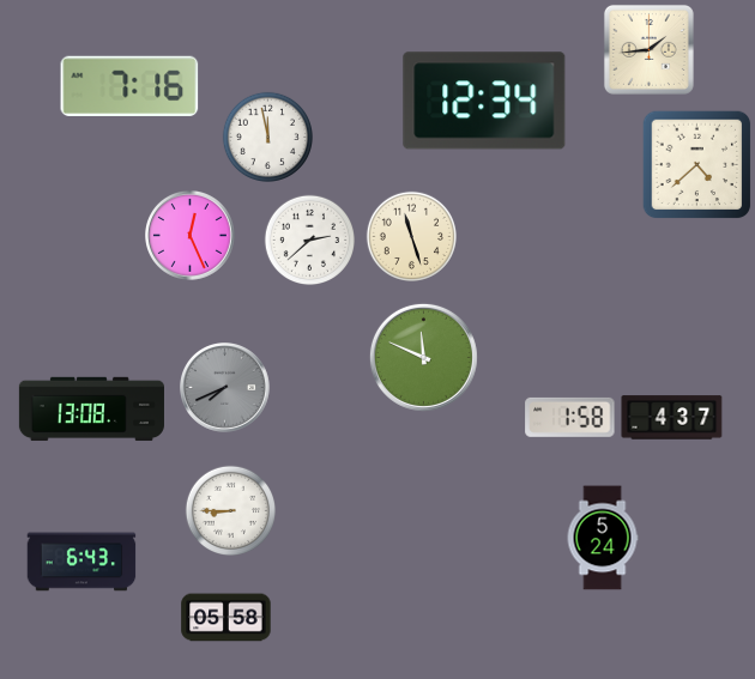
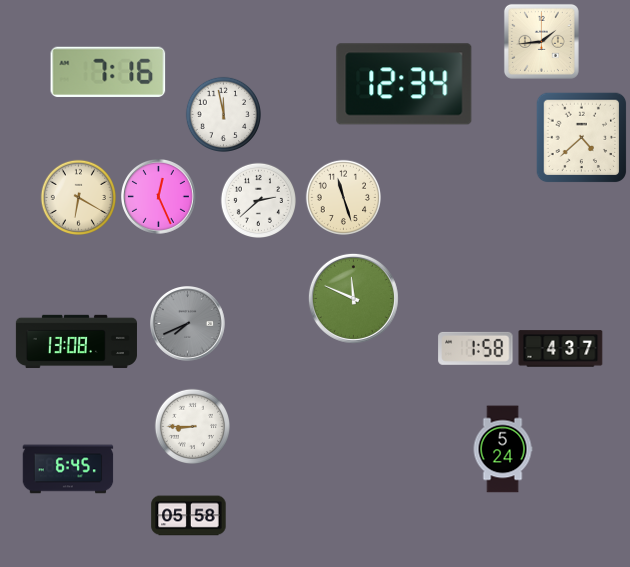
clock at (78, 197): none -> 6:20
clock at (81, 562): 6:43 -> 6:45
